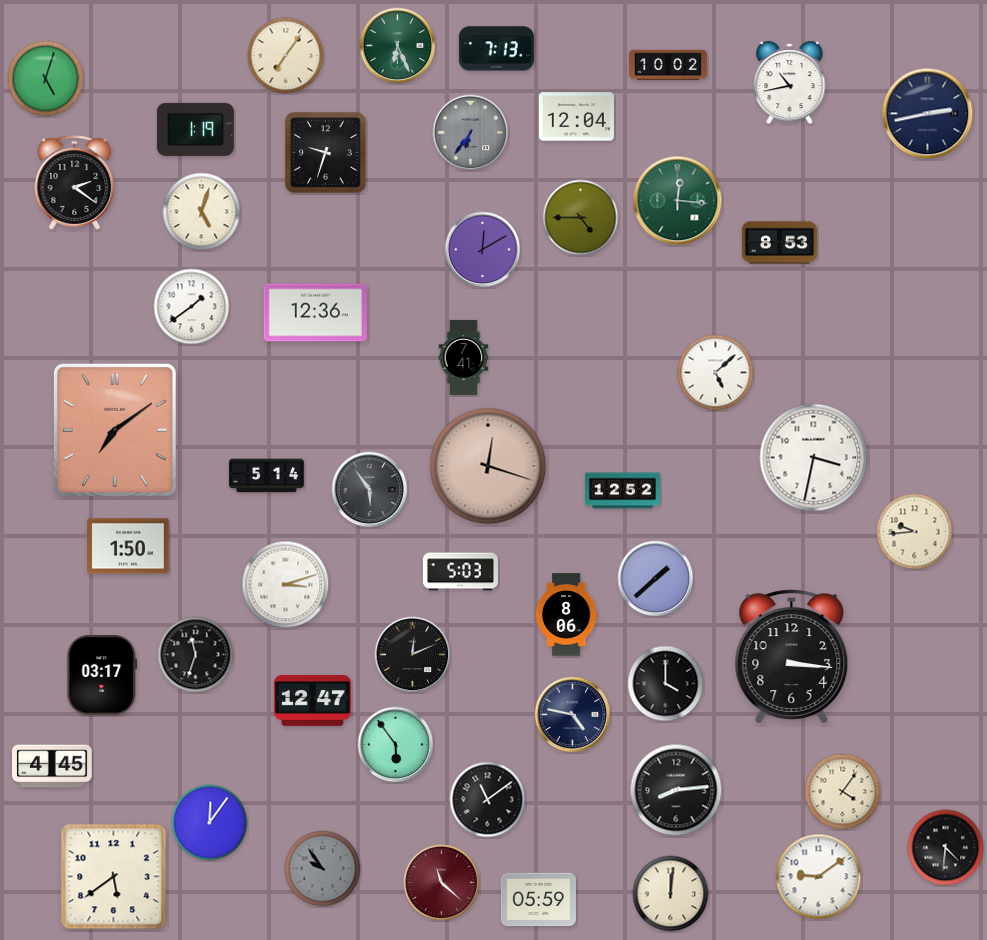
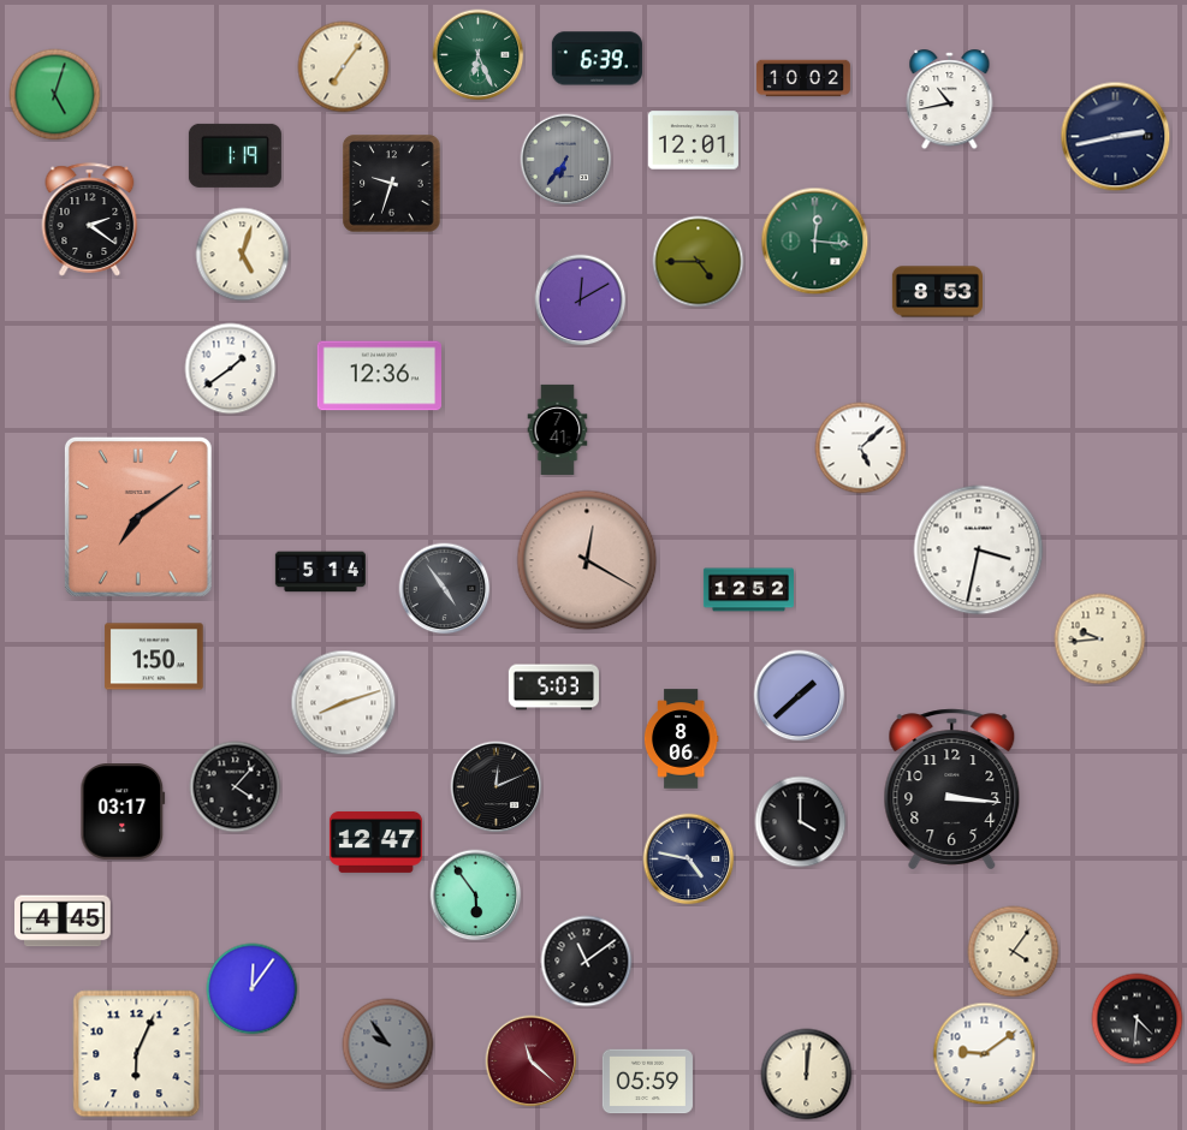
clock at (496, 49): 7:13 -> 6:39
clock at (576, 117): 12:04 -> 12:01
clock at (488, 466): 12:18 -> 12:20
clock at (370, 490): 5:54 -> 4:54
clock at (656, 579) position: (656, 579) -> (800, 696)
clock at (286, 585): 3:12 -> 8:12
clock at (196, 655): 11:33 -> 4:07
clock at (676, 790): 8:14 -> none
clock at (114, 877): 5:39 -> 6:04
